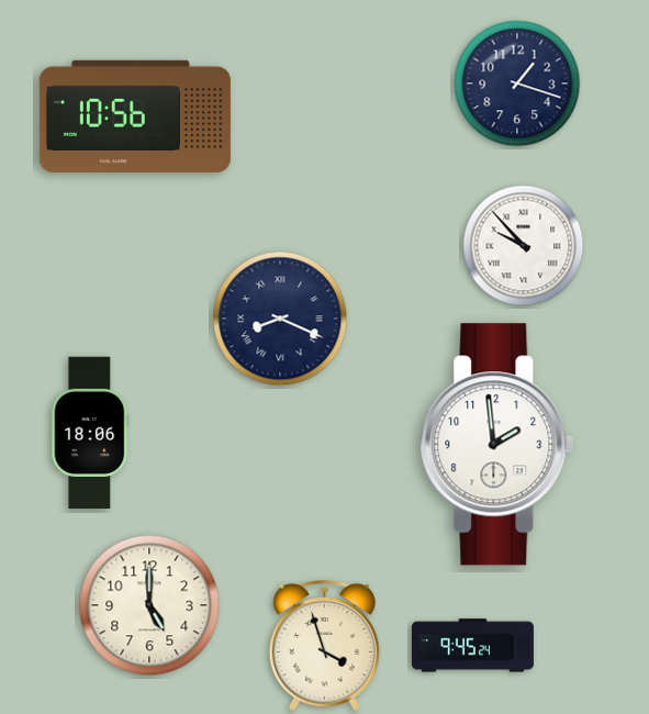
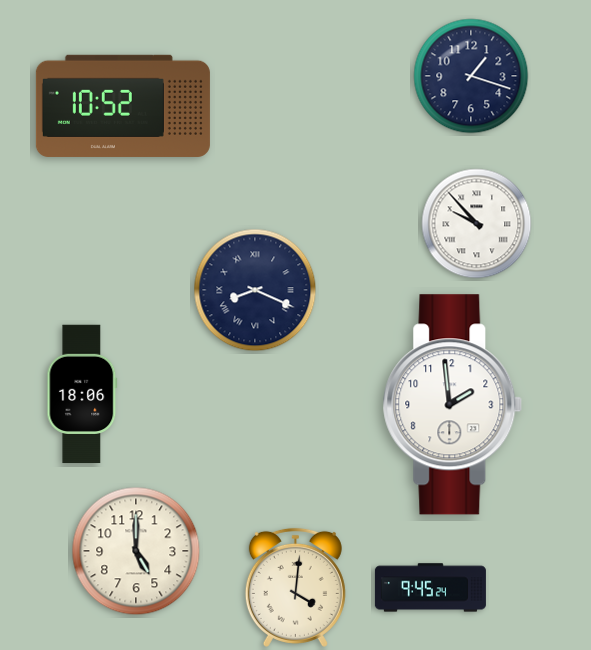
clock at (135, 116): 10:56 -> 10:52
clock at (324, 645): 3:57 -> 4:01
